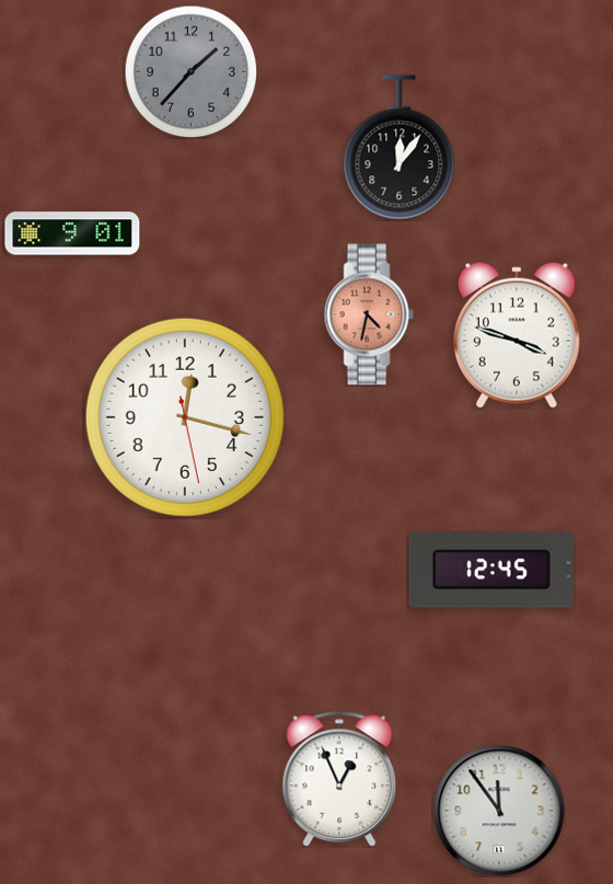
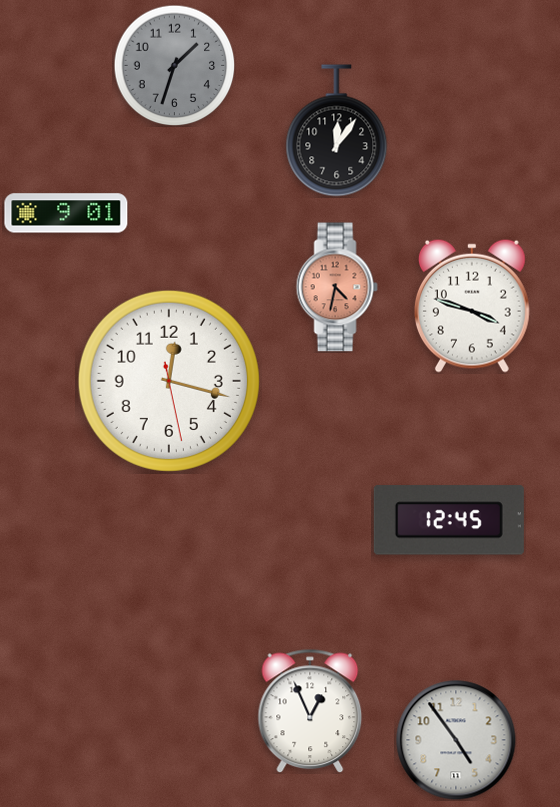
clock at (190, 71): 1:37 -> 1:33
clock at (400, 148) position: (400, 148) -> (337, 131)
clock at (499, 811): 11:54 -> 4:54
